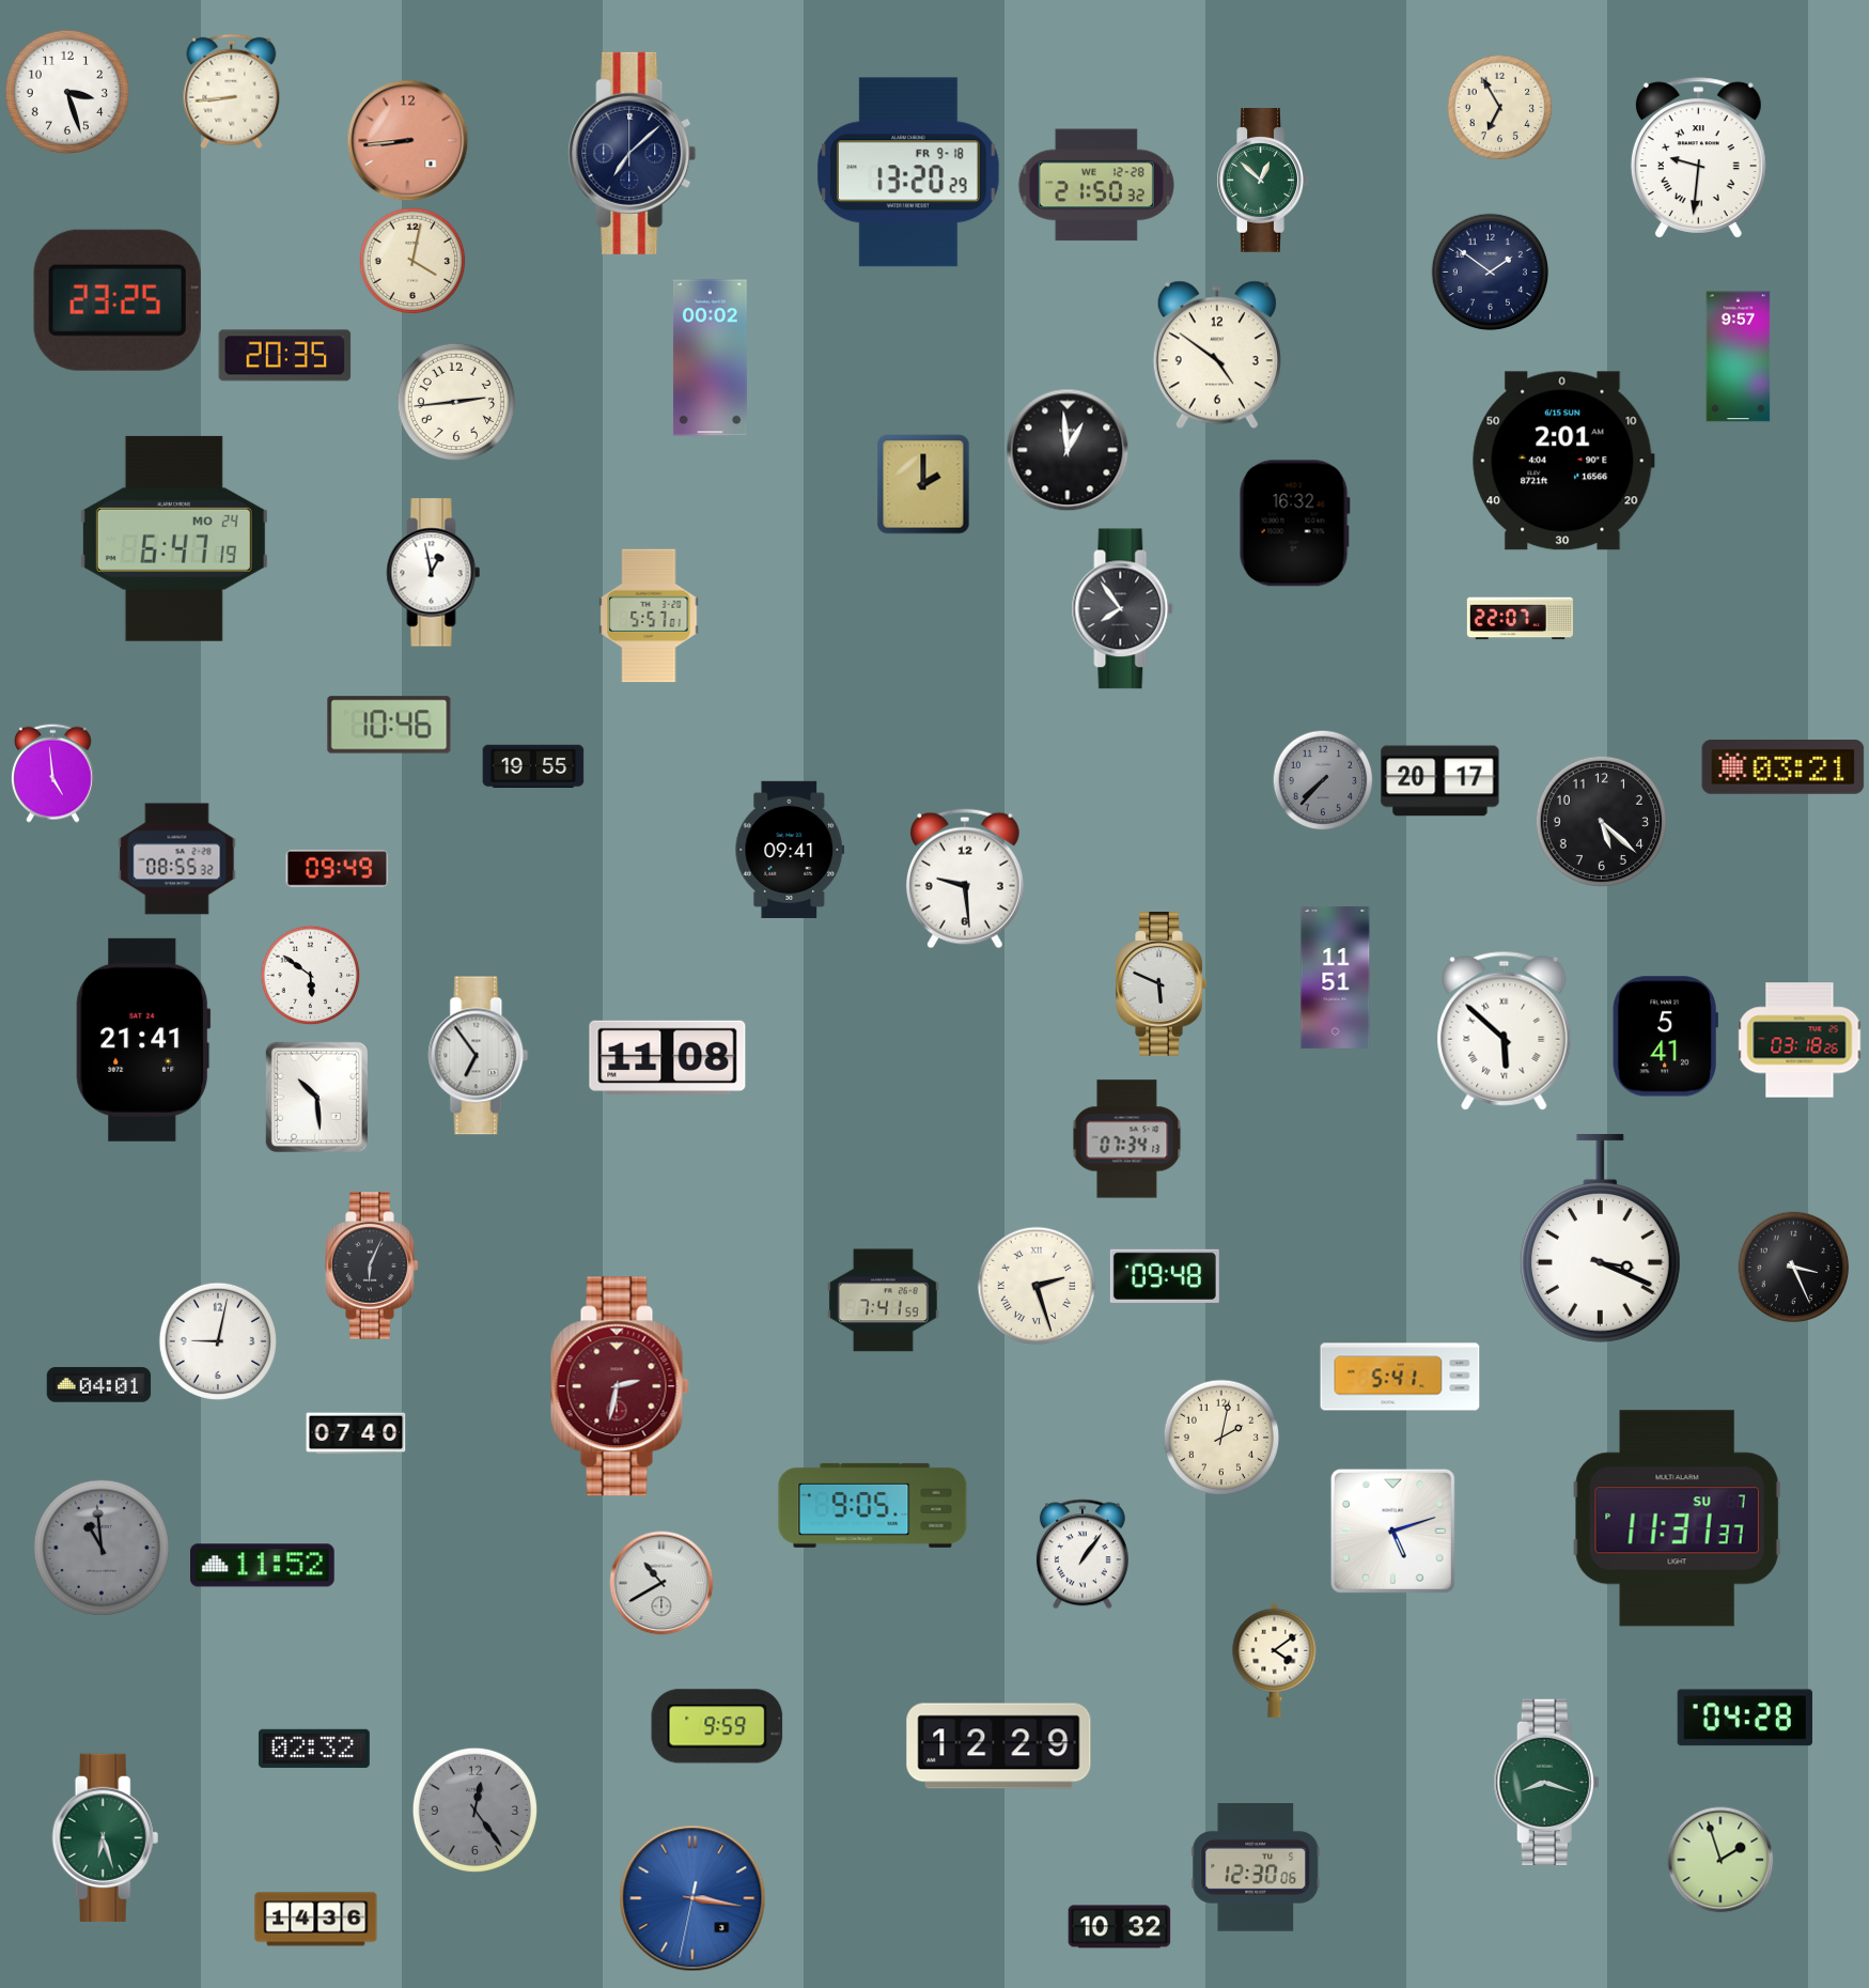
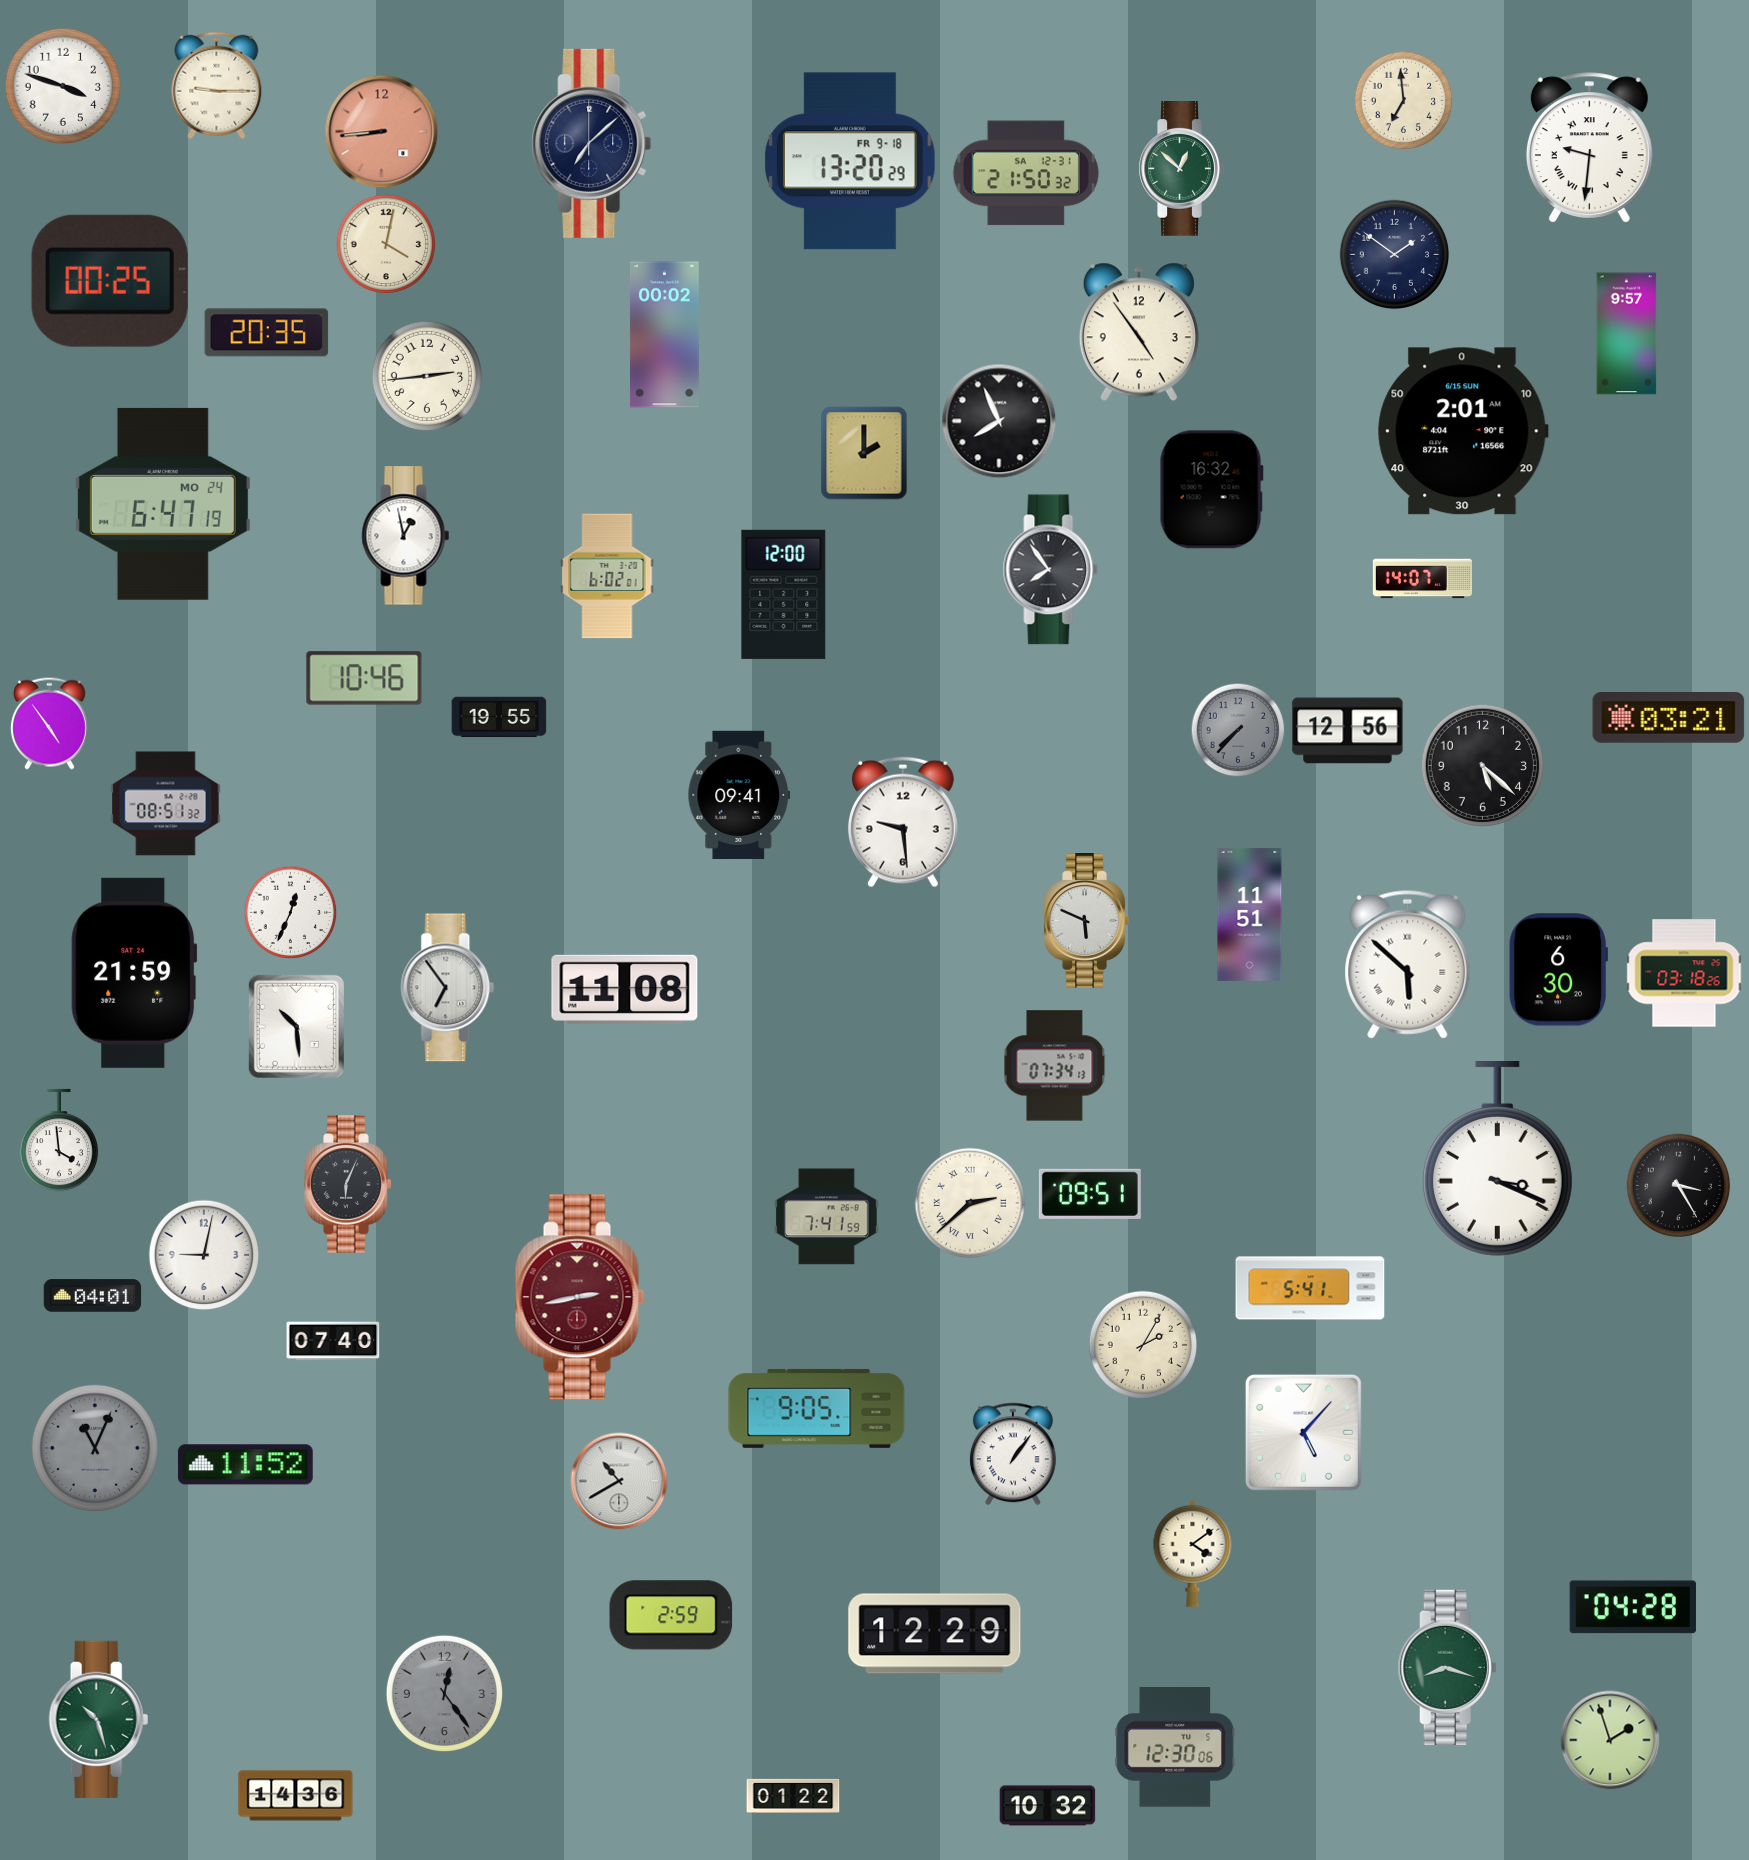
clock at (66, 91): 3:27 -> 3:48
clock at (232, 92): 8:44 -> 9:15
clock at (1500, 108): 6:55 -> 6:59
clock at (1096, 185) date: WE 12-28 -> SA 12-31
clock at (118, 300): 23:25 -> 00:25
clock at (1217, 355): 4:51 -> 4:54
clock at (1068, 450): 12:59 -> 7:56
clock at (649, 616): 5:57 -> 6:02
clock at (1520, 619): 22:07 -> 14:07
clock at (784, 594): none -> 12:00
clock at (52, 773): 4:59 -> 4:54
clock at (1440, 781): 20:17 -> 12:56
clock at (1601, 821) position: (1601, 821) -> (1482, 765)
clock at (177, 859): 08:55 -> 08:51
clock at (338, 869): 09:49 -> none
clock at (311, 976): 5:51 -> 12:34
clock at (1665, 1037): 5:41 -> 6:30
clock at (143, 1040): 21:41 -> 21:59
clock at (59, 1140): none -> 3:59
clock at (1794, 1268): 3:26 -> 3:25
clock at (1165, 1276): 09:48 -> 09:51
clock at (1037, 1286): 2:27 -> 2:38
clock at (620, 1386): 2:32 -> 2:43
clock at (1221, 1438): 2:02 -> 2:05
clock at (1677, 1519): 11:31 -> none
clock at (1392, 1531): 5:12 -> 5:07
clock at (102, 1548): 10:59 -> 11:04
clock at (717, 1726): 9:59 -> 2:59
clock at (314, 1749): 02:32 -> none
clock at (106, 1837): 6:27 -> 10:27
clock at (692, 1898): 3:16 -> none
clock at (793, 1796): none -> 01:22
clock at (1120, 1927) position: (1120, 1927) -> (1048, 1806)
